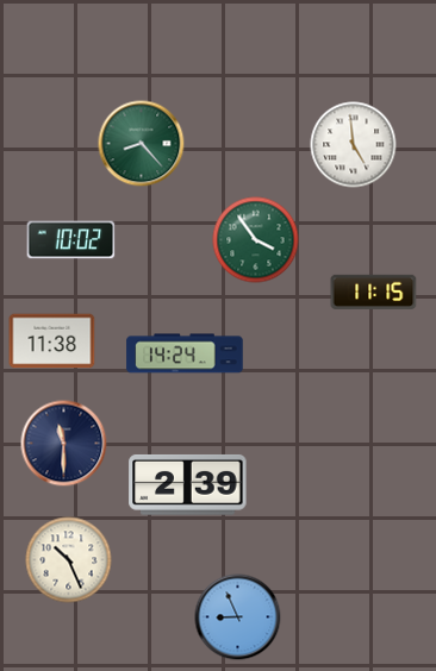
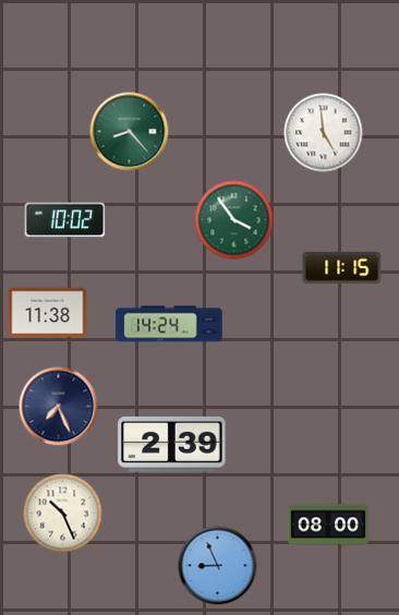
clock at (64, 444): 11:30 -> 7:26
clock at (328, 524): none -> 08:00
